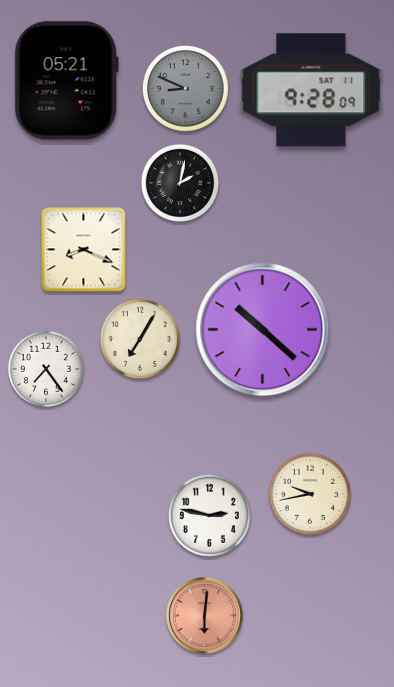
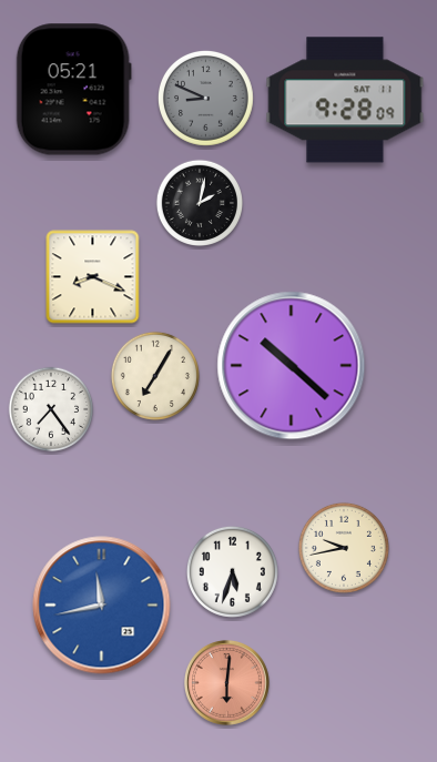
clock at (209, 515): 2:47 -> 5:33
clock at (102, 606): none -> 11:43
